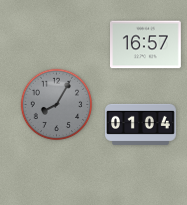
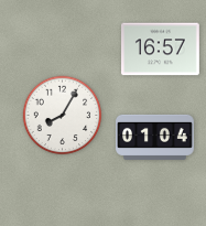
clock at (57, 105) dial: grey -> white
